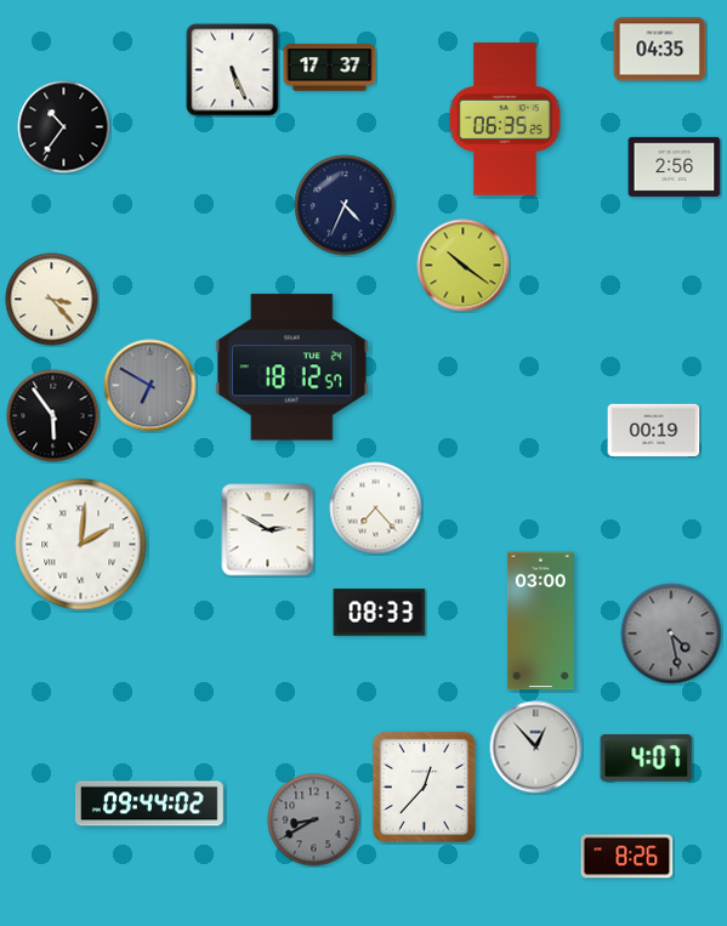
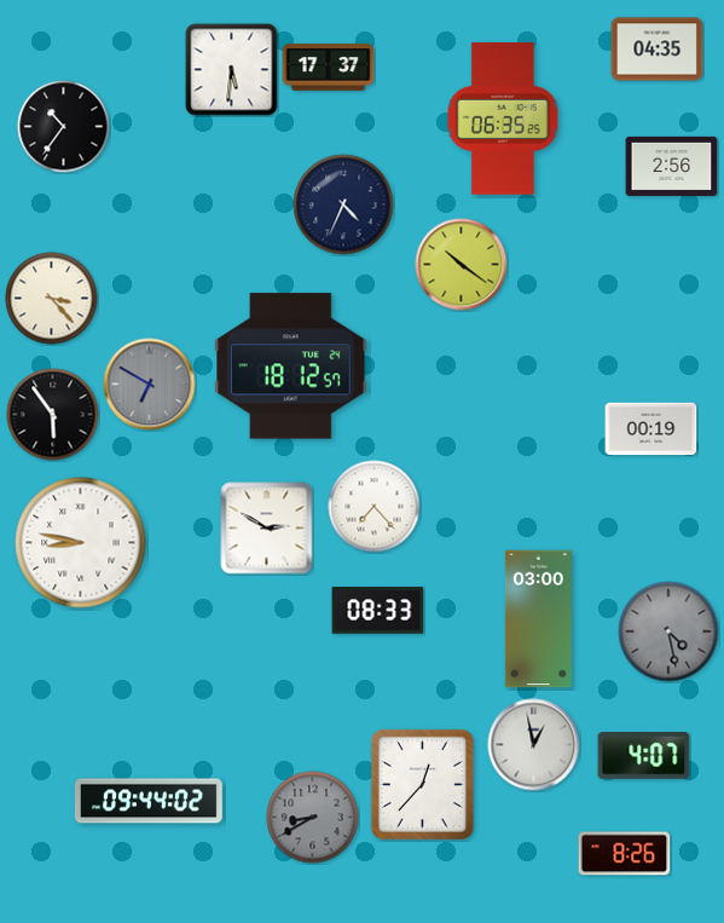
clock at (233, 70): 5:26 -> 5:31
clock at (81, 545): 2:01 -> 8:47
clock at (536, 748): 12:53 -> 12:58
